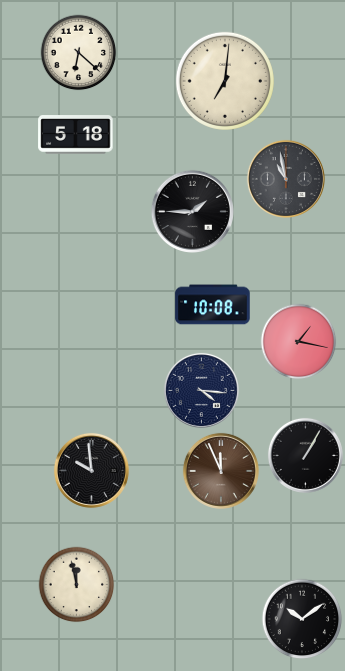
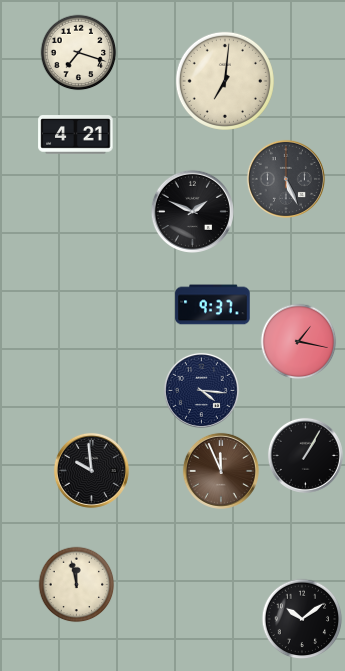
clock at (79, 53): 6:22 -> 7:18
clock at (76, 135): 5:18 -> 4:21
clock at (286, 179): 10:58 -> 5:26
clock at (192, 211): 1:45 -> 1:49
clock at (213, 305): 10:08 -> 9:37
